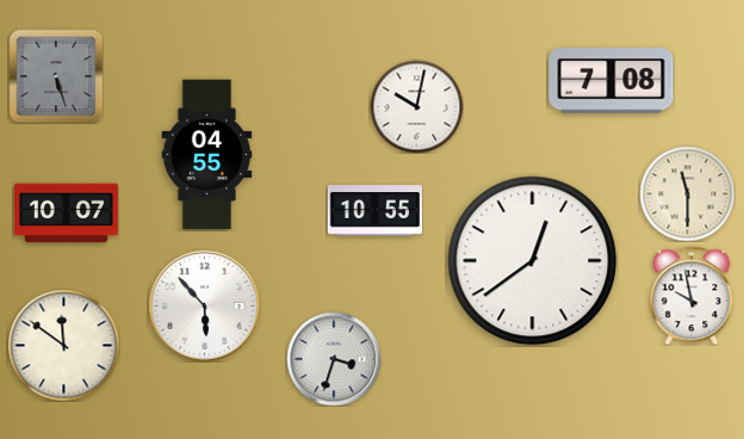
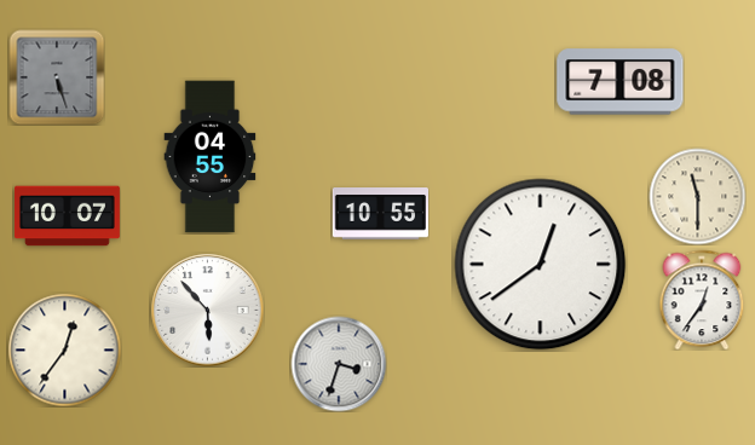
clock at (416, 106): 10:02 -> none
clock at (692, 296): 9:58 -> 12:36
clock at (63, 345): 11:51 -> 12:36
